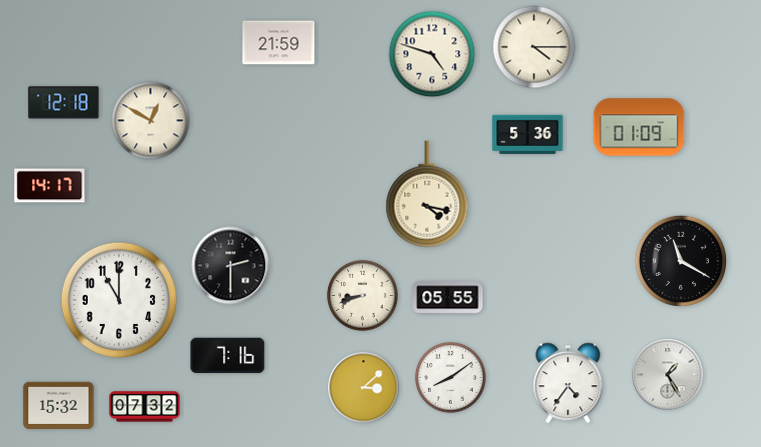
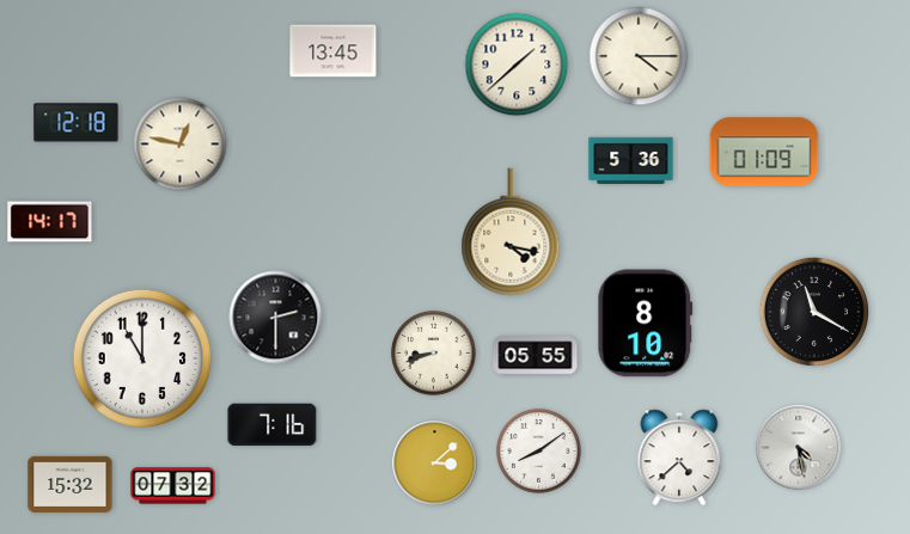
clock at (279, 43): 21:59 -> 13:45
clock at (432, 54): 4:48 -> 1:38
clock at (151, 121): 12:50 -> 12:47
clock at (50, 186) position: (50, 186) -> (50, 222)
clock at (646, 324): none -> 8:10
clock at (668, 375): 1:25 -> 4:28
clock at (568, 383): 4:36 -> 4:38
